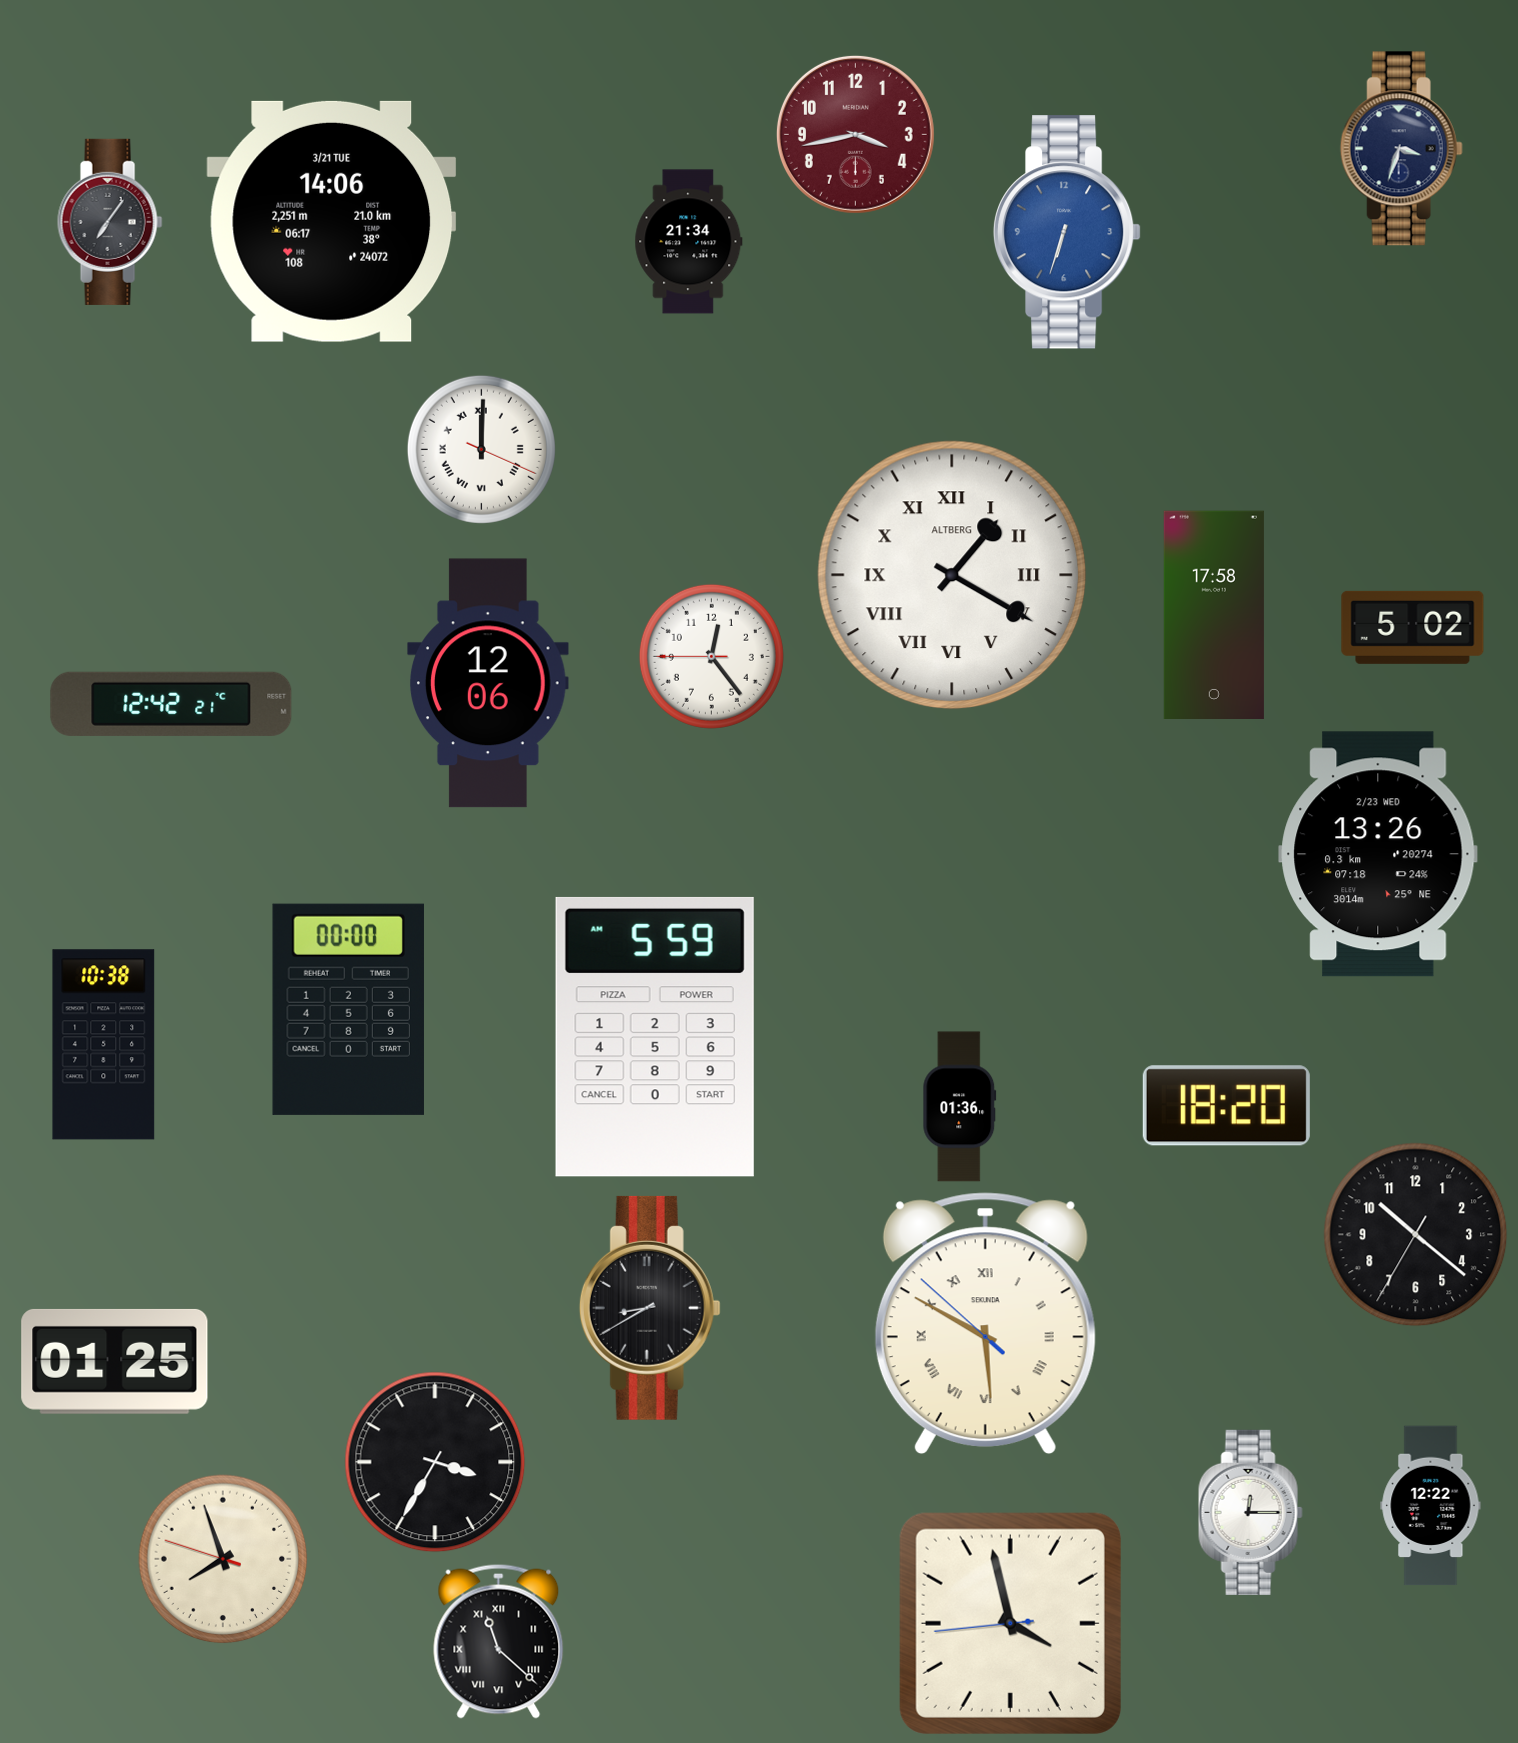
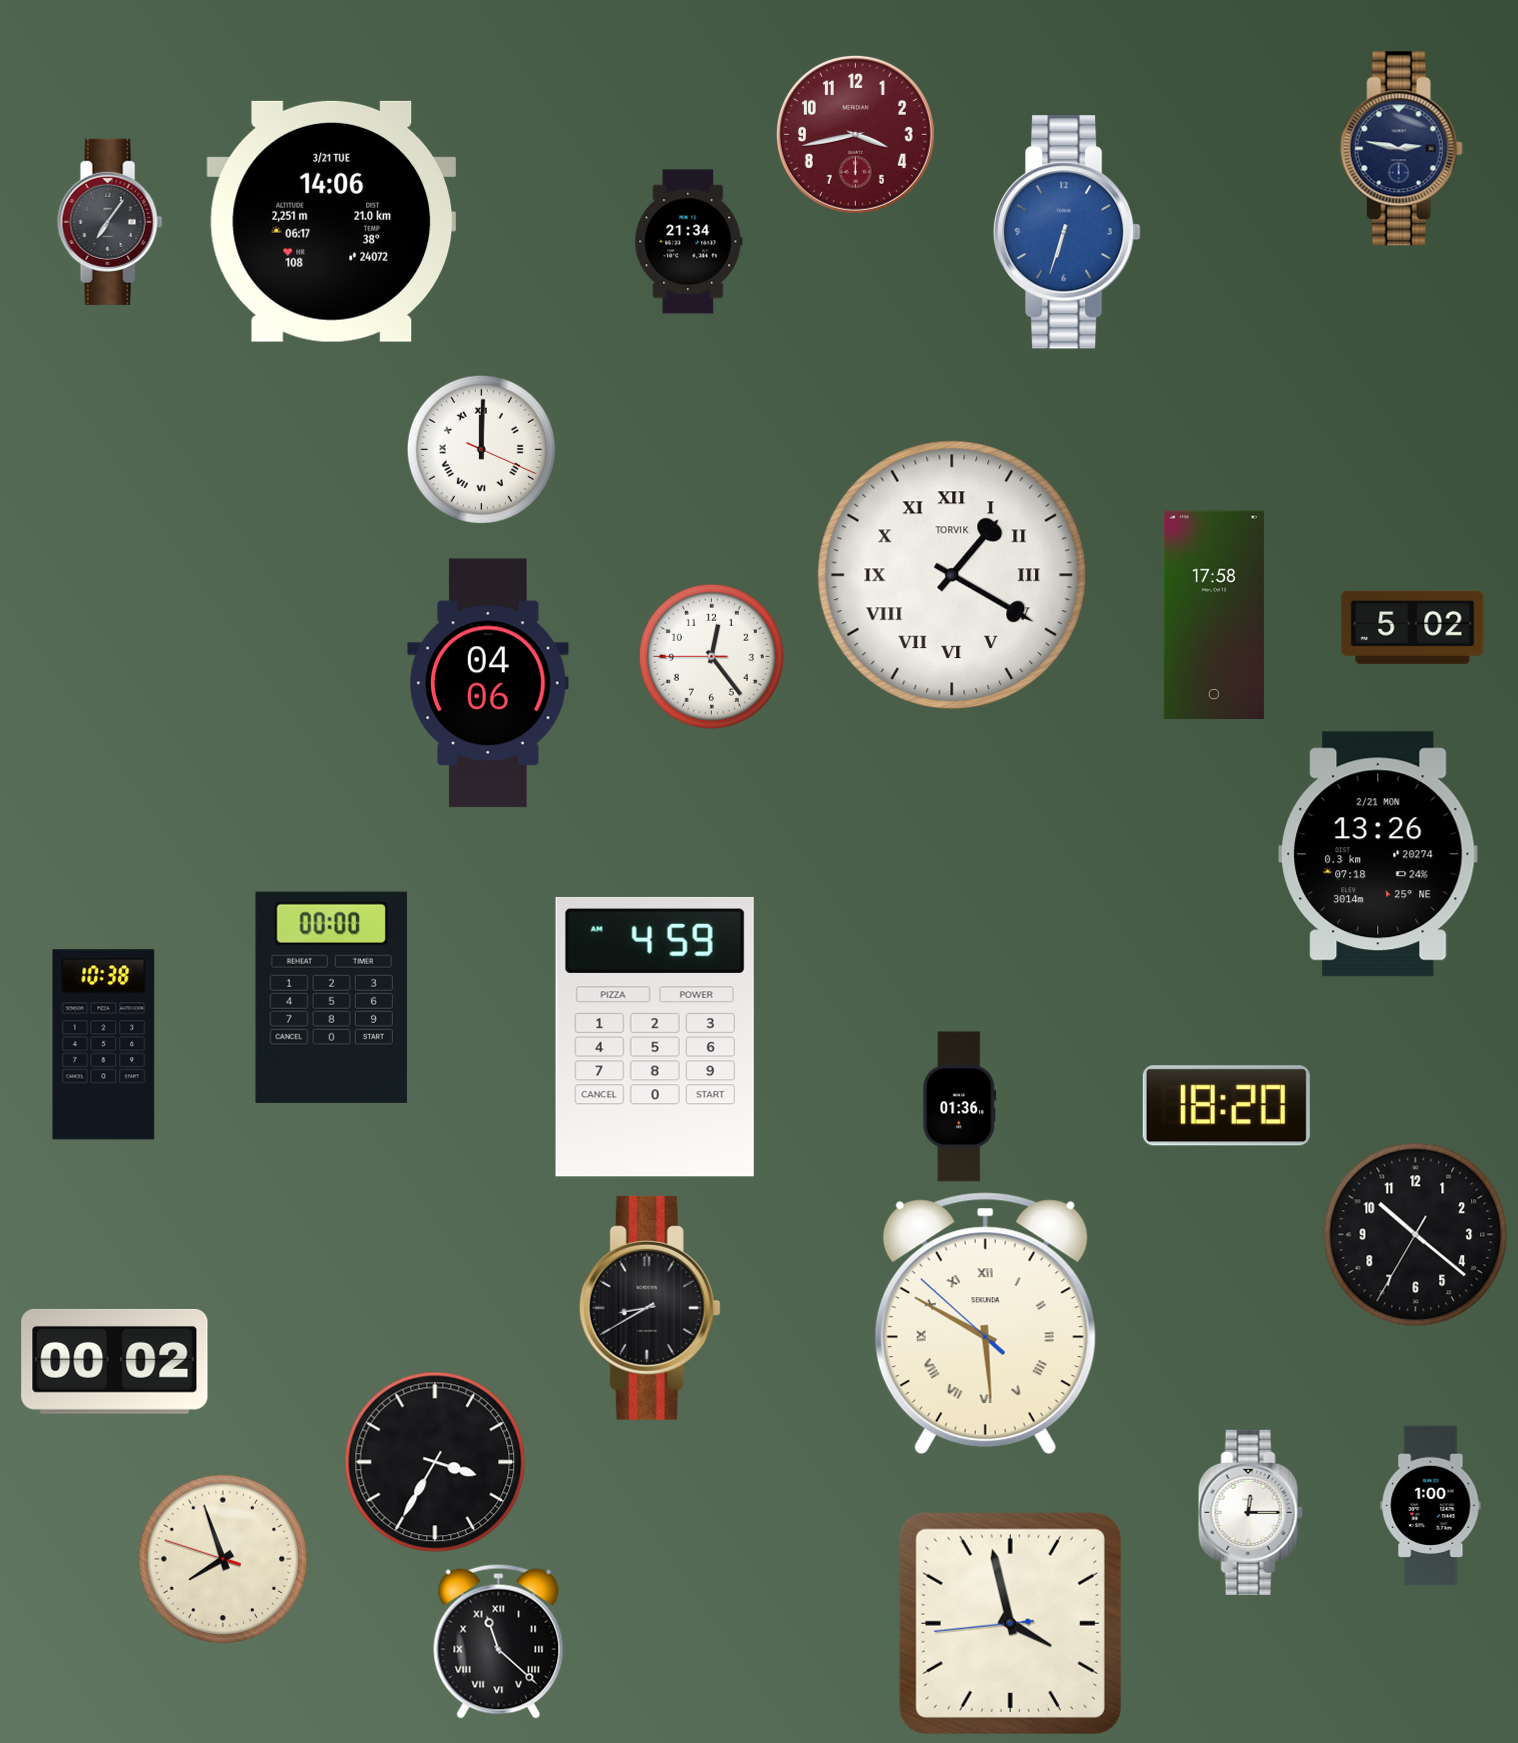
clock at (1401, 149): 3:33 -> 2:47
clock at (952, 575) brand: ALTBERG -> TORVIK
clock at (488, 683): 12:06 -> 04:06
clock at (171, 704): 12:42 -> none
clock at (1378, 854) date: 2/23 WED -> 2/21 MON
clock at (348, 1009) position: (348, 1009) -> (331, 997)
clock at (655, 1037): 5:59 -> 4:59
clock at (115, 1361): 01:25 -> 00:02
clock at (1431, 1506): 12:22 -> 1:00
